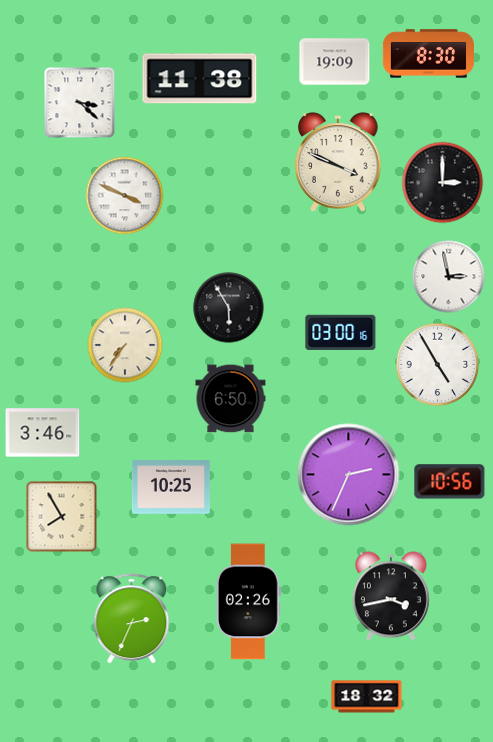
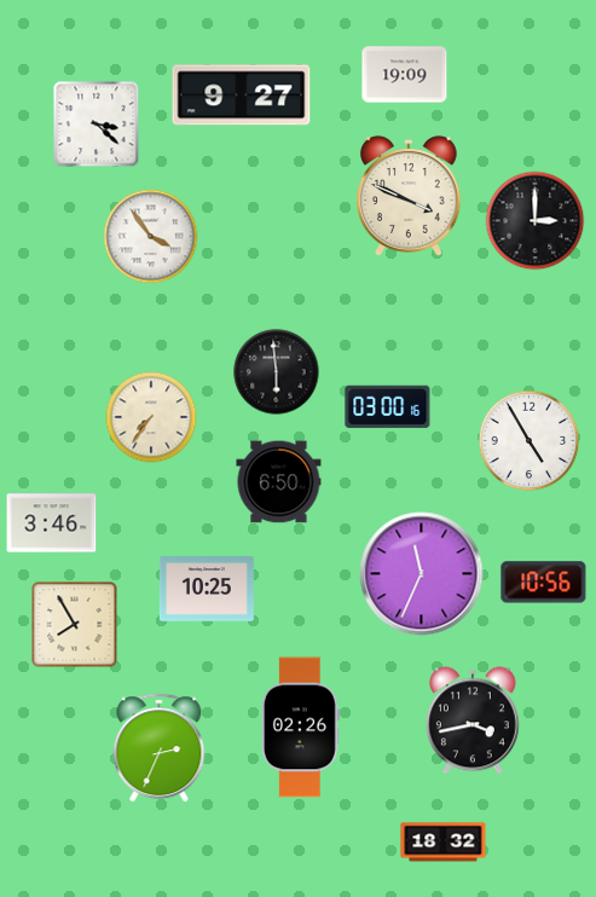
clock at (428, 54): 8:30 -> none
clock at (200, 79): 11:38 -> 9:27
clock at (125, 196): 3:49 -> 3:54
clock at (449, 277): 2:58 -> none
clock at (229, 308): 5:55 -> 5:59
clock at (341, 332) position: (341, 332) -> (388, 406)
clock at (349, 475): 2:34 -> 11:34
